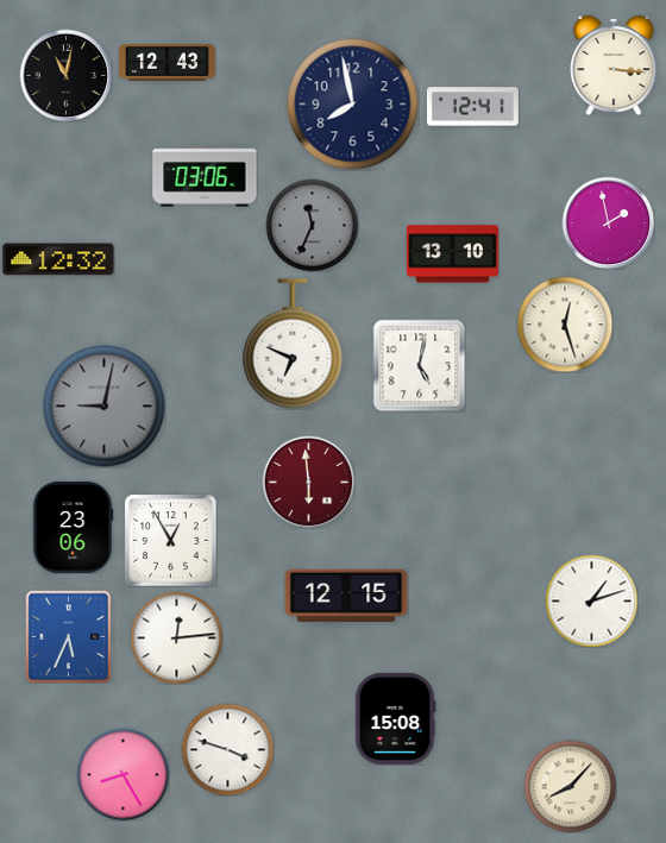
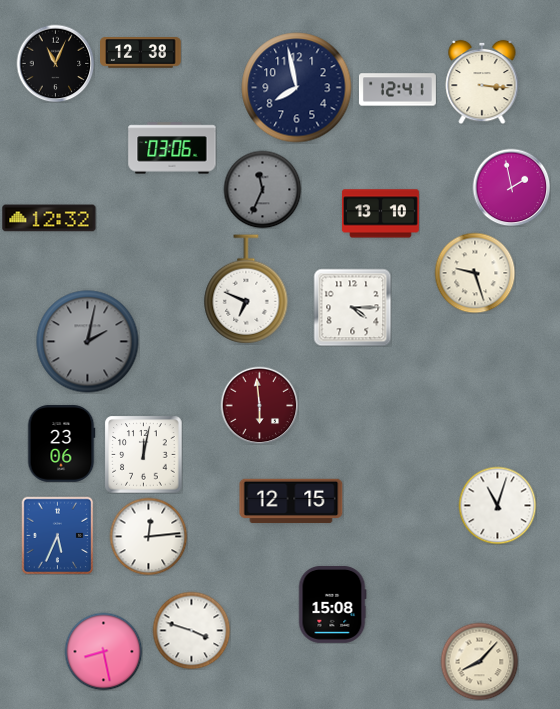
clock at (168, 63): 12:43 -> 12:38
clock at (614, 65) position: (614, 65) -> (482, 82)
clock at (65, 75): 11:02 -> 11:04
clock at (565, 325): 12:27 -> 9:27
clock at (419, 365): 5:02 -> 4:15
clock at (105, 407): 9:02 -> 2:02
clock at (170, 540): 12:55 -> 12:02
clock at (591, 600): 1:12 -> 11:03
clock at (122, 774): 8:25 -> 8:28
